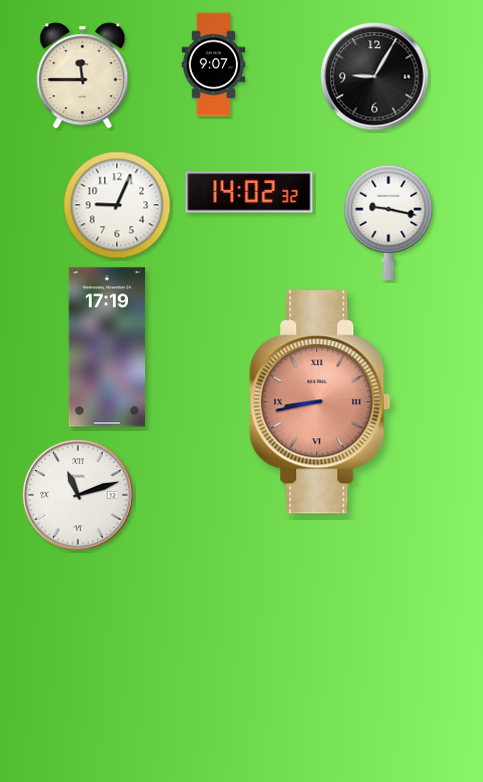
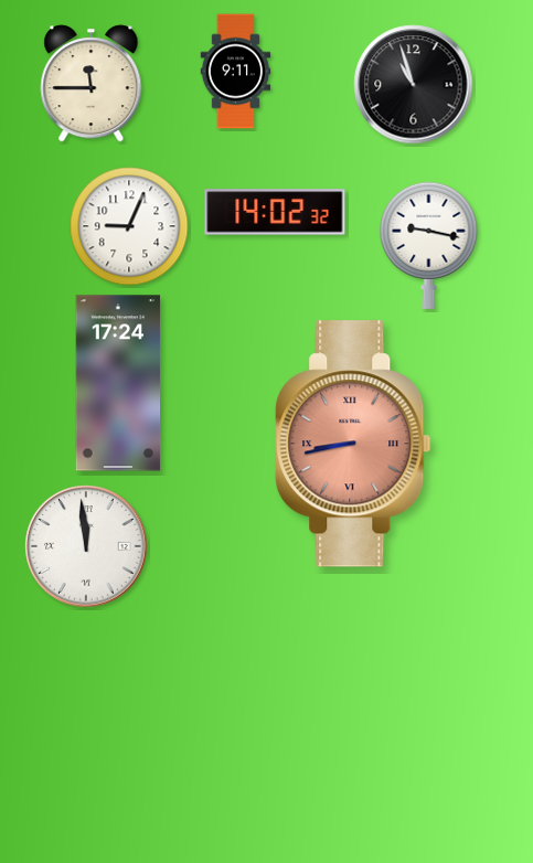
clock at (214, 65): 9:07 -> 9:11
clock at (375, 77): 9:05 -> 10:57
clock at (107, 347): 17:19 -> 17:24
clock at (78, 495): 11:12 -> 11:59
